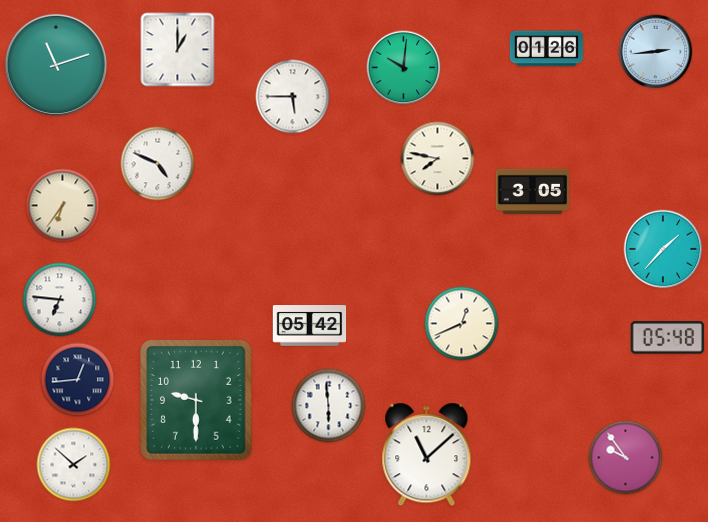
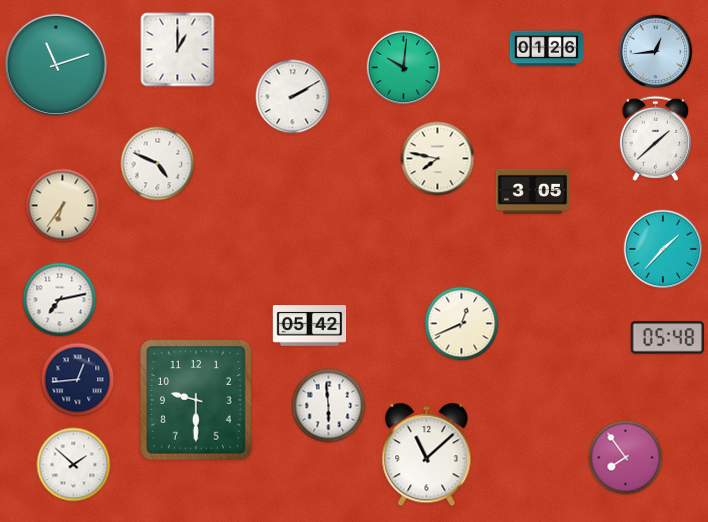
clock at (656, 52): 2:44 -> 12:44
clock at (293, 97): 5:45 -> 2:10
clock at (655, 138): none -> 1:38
clock at (60, 300): 6:46 -> 7:13
clock at (626, 458): 9:54 -> 7:54
